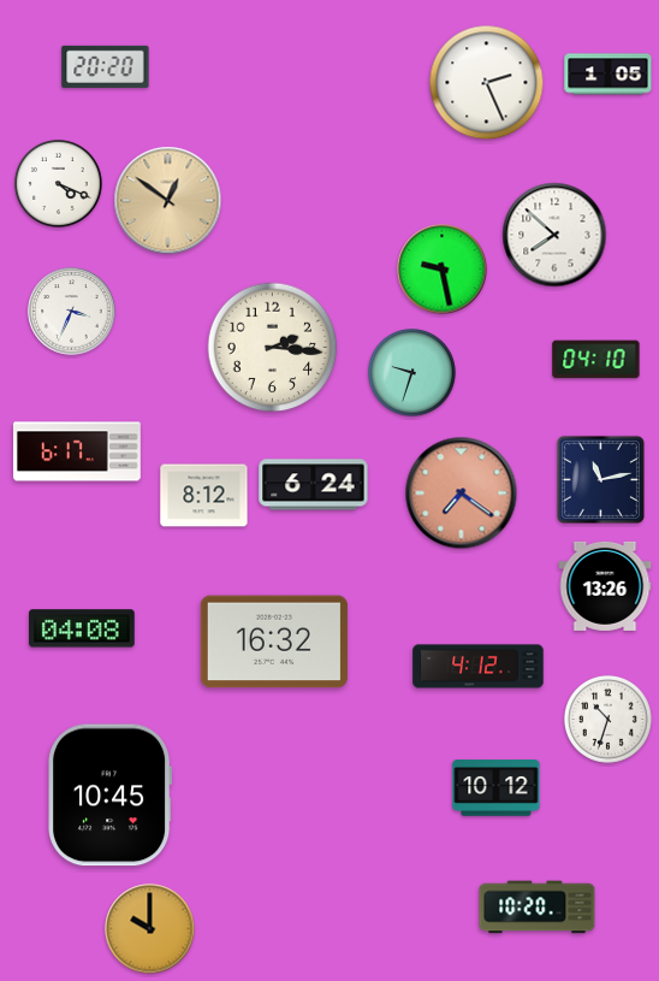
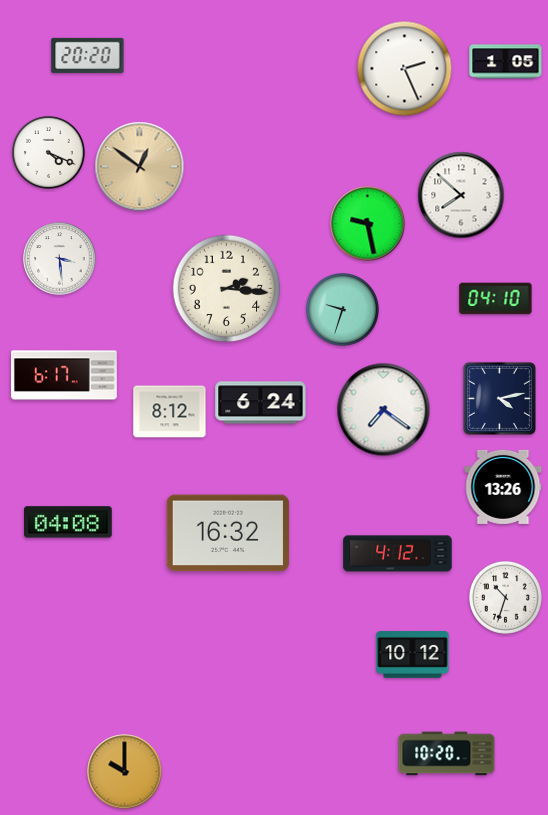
clock at (72, 312): 3:34 -> 3:29
clock at (600, 479): 11:13 -> 4:13
clock at (462, 494) dial: salmon -> white
clock at (111, 796): 10:45 -> none
